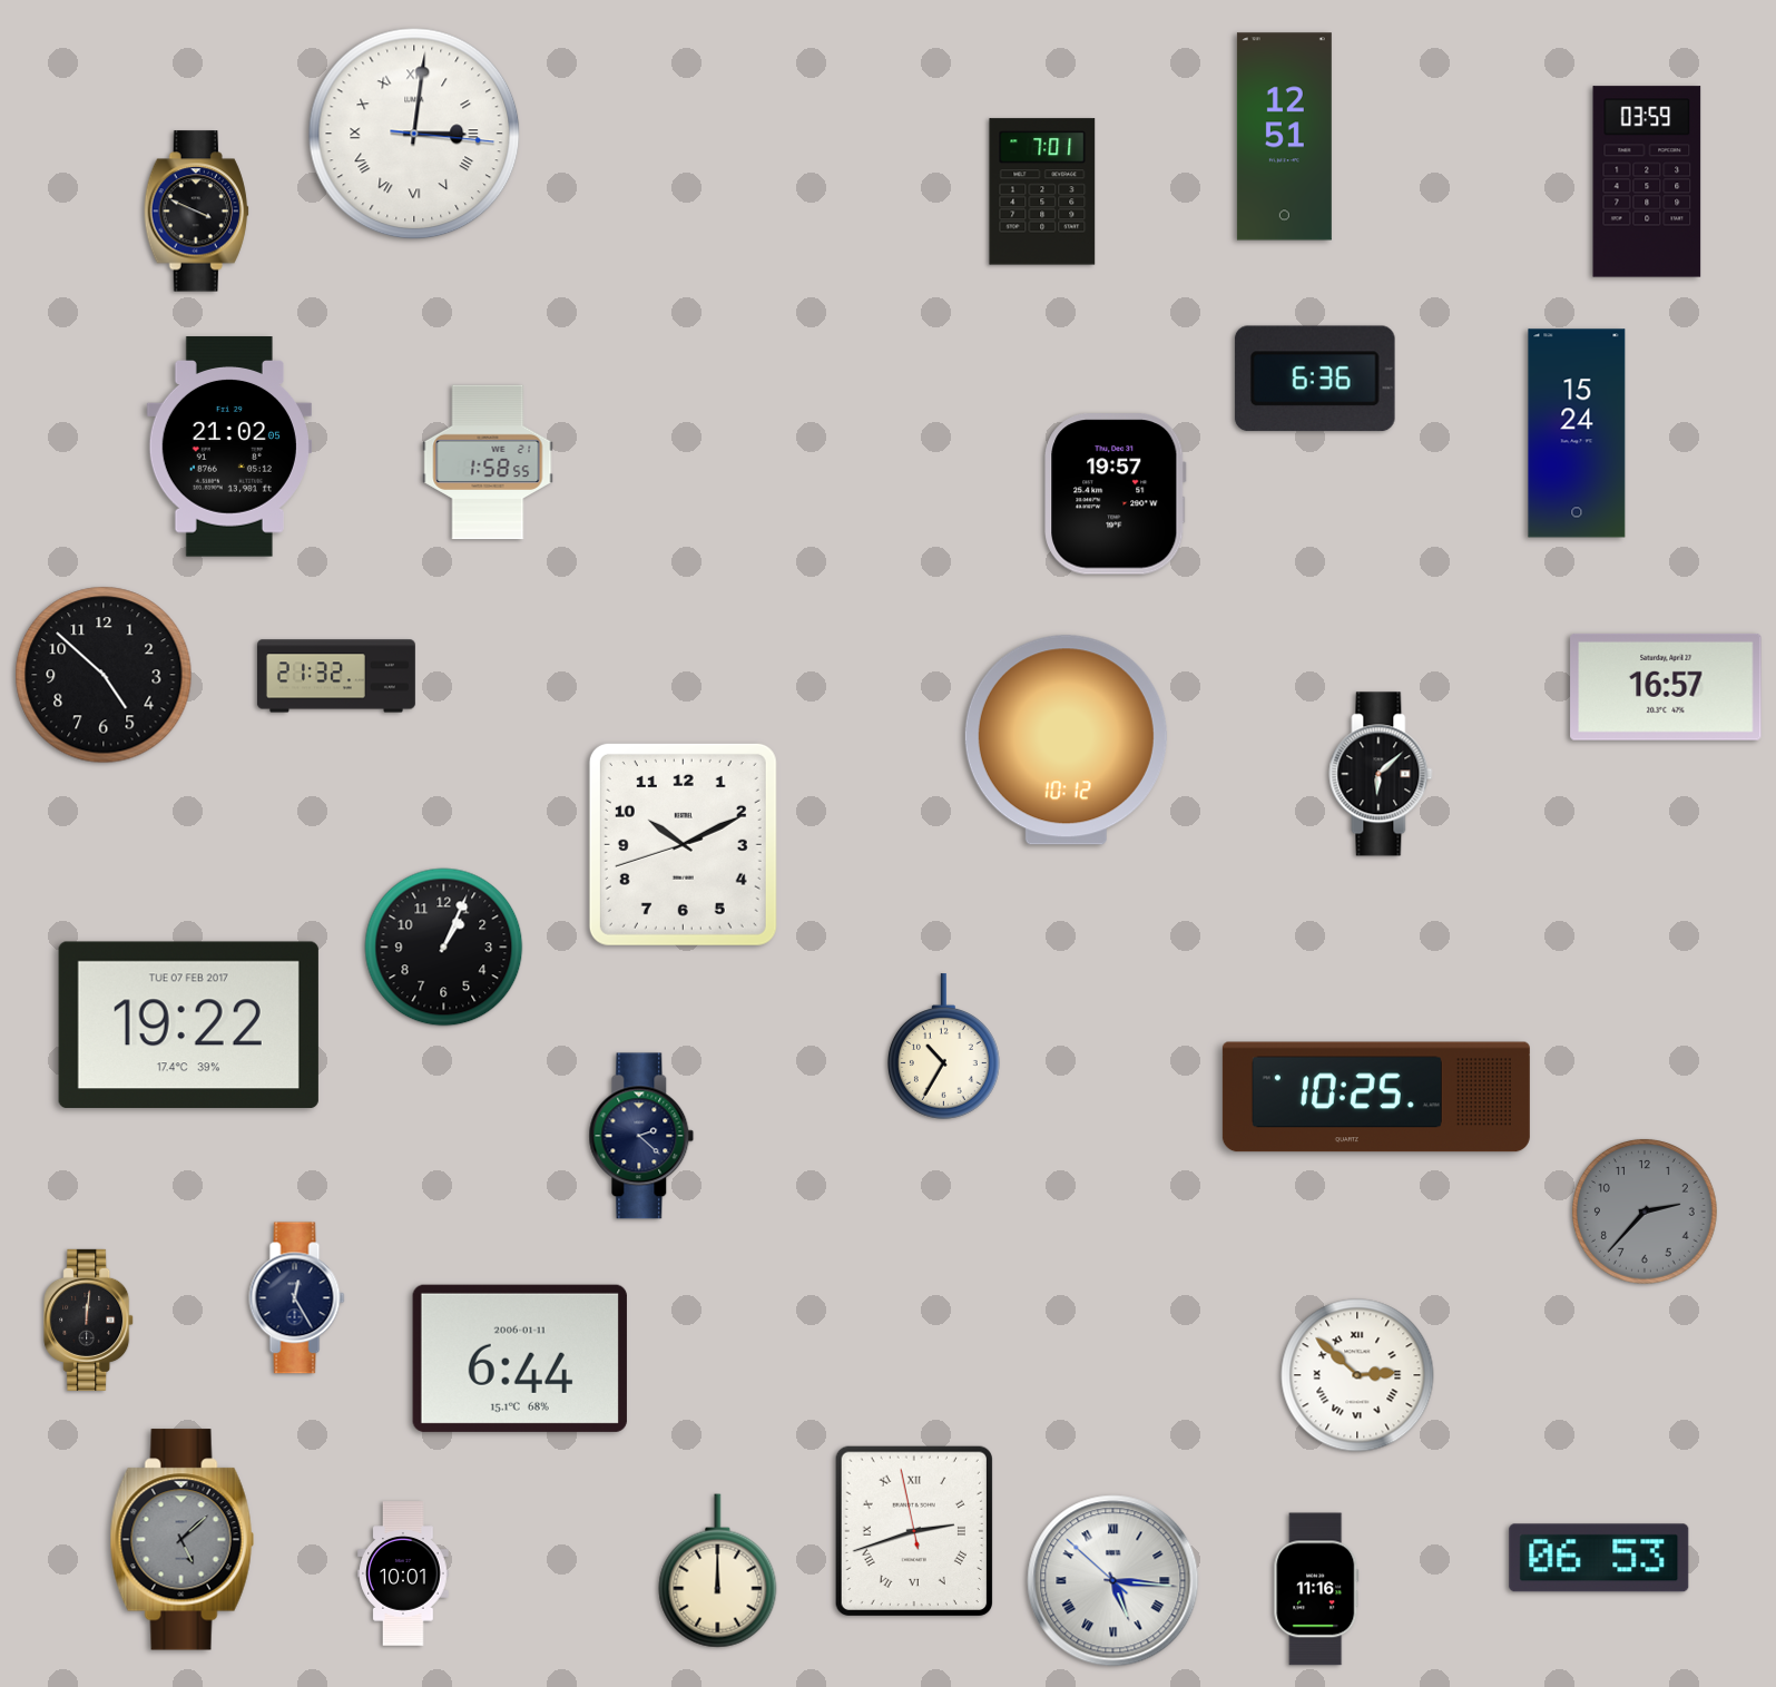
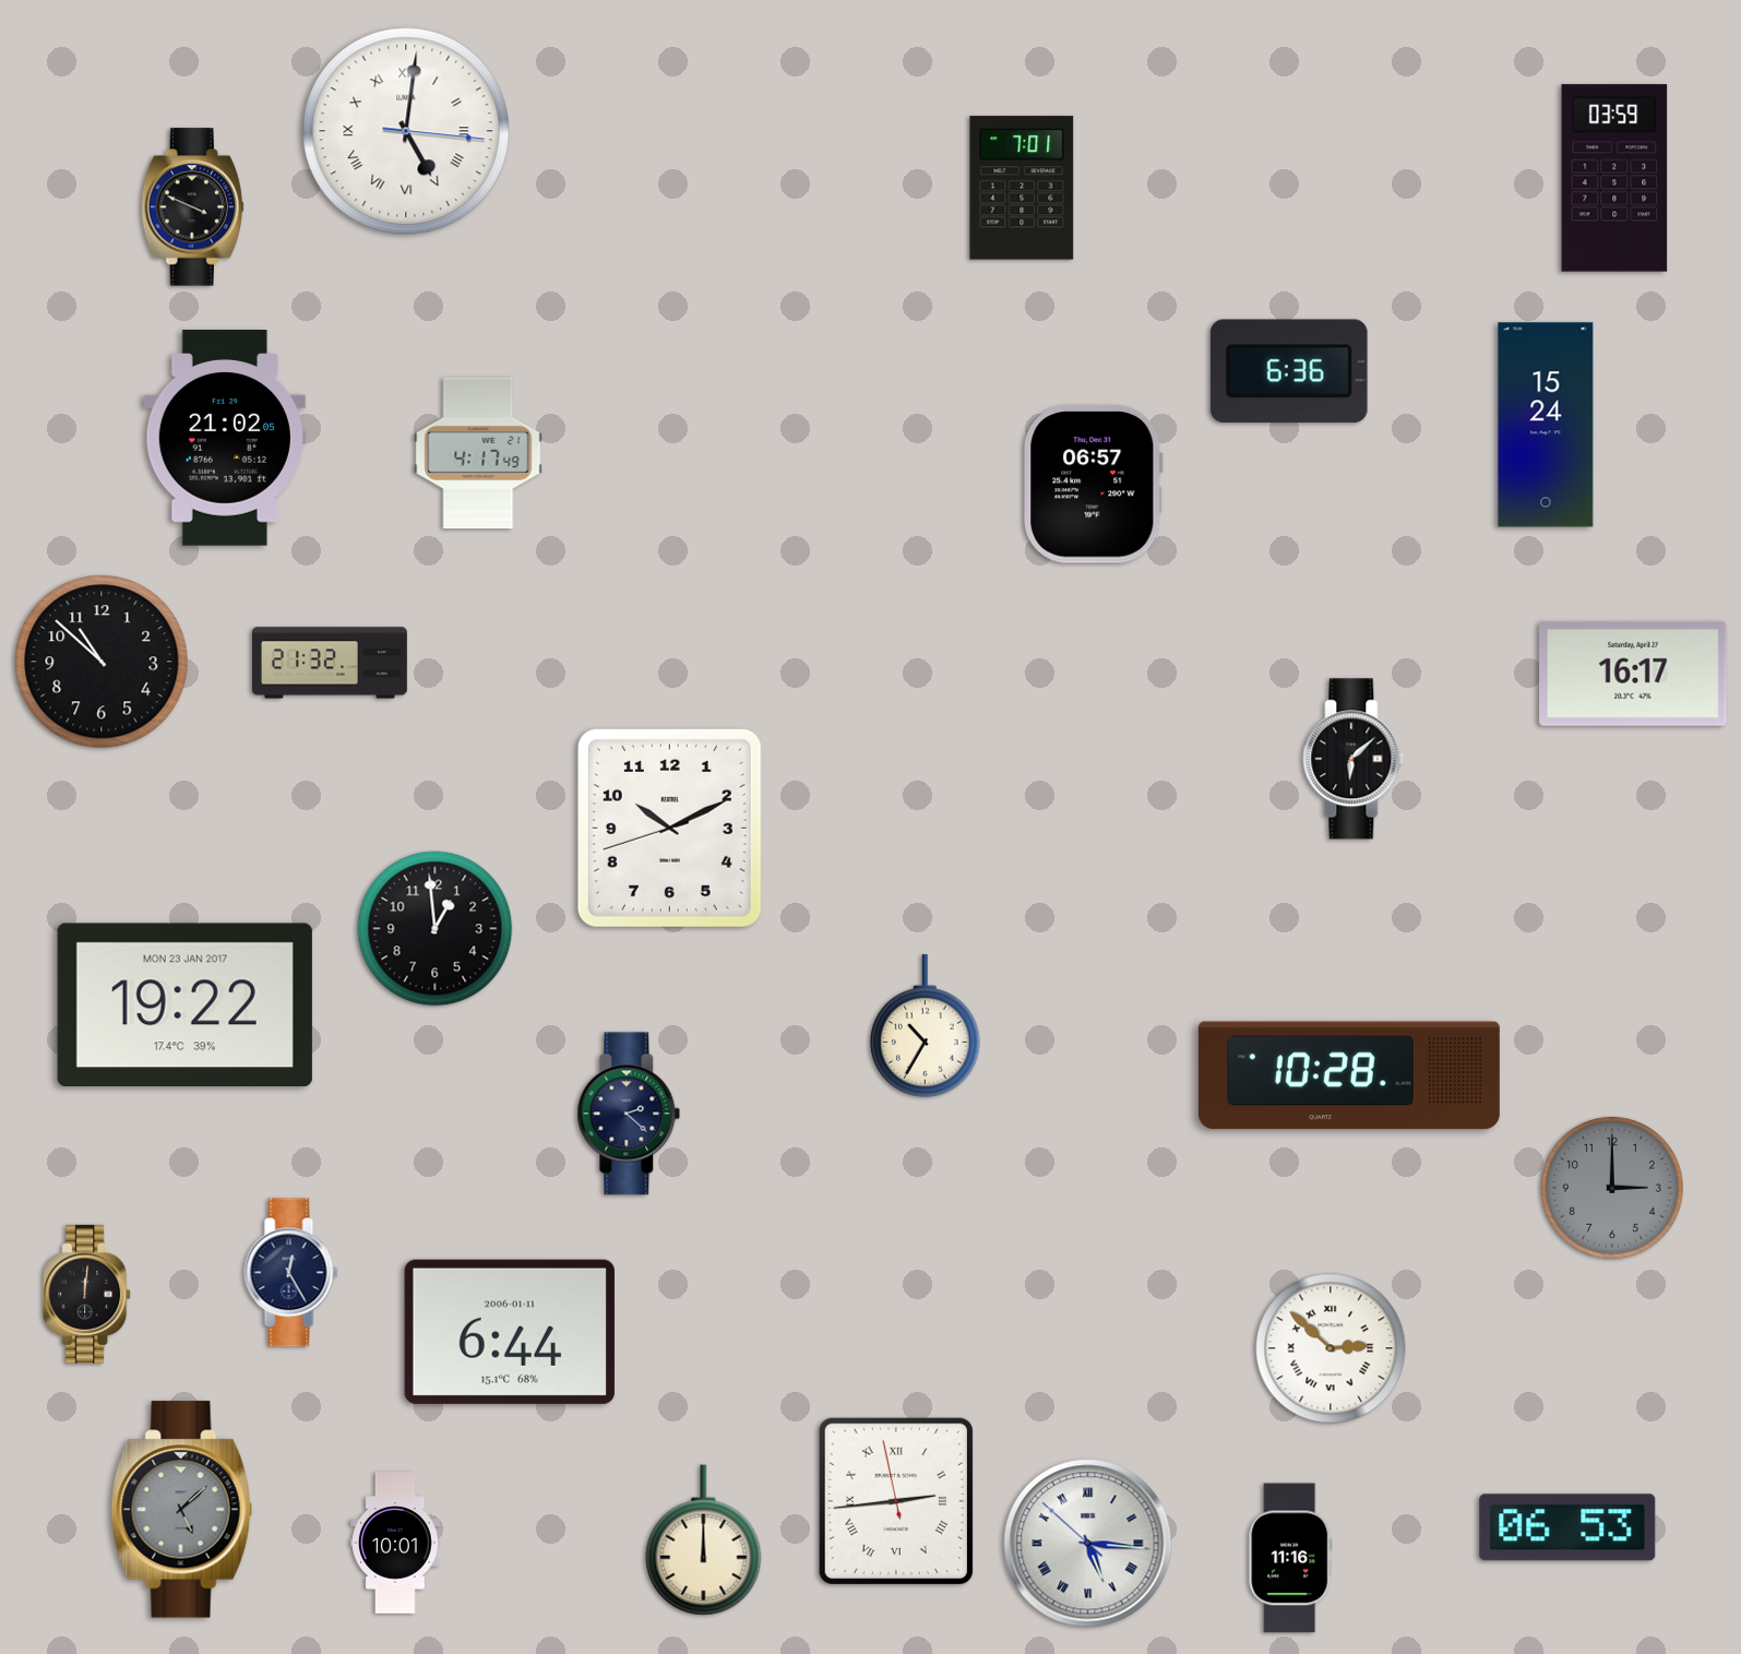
clock at (414, 134): 3:01 -> 5:01
clock at (1284, 137): 12:51 -> none
clock at (488, 462): 1:58 -> 4:17
clock at (1116, 494): 19:57 -> 06:57
clock at (104, 675): 4:52 -> 10:52
clock at (1666, 687): 16:57 -> 16:17
clock at (1066, 740): 10:12 -> none
clock at (444, 948): 1:04 -> 12:59
clock at (188, 1026) date: TUE 07 FEB 2017 -> MON 23 JAN 2017
clock at (1376, 1097): 10:25 -> 10:28
clock at (1645, 1212): 2:37 -> 3:00
clock at (914, 1531): 2:41 -> 2:43
clock at (181, 1540) position: (181, 1540) -> (181, 1510)
clock at (1113, 1581) position: (1113, 1581) -> (1088, 1544)
